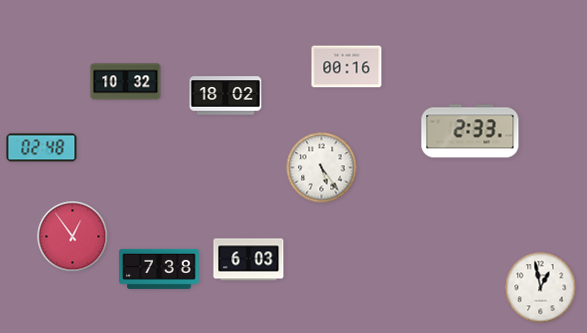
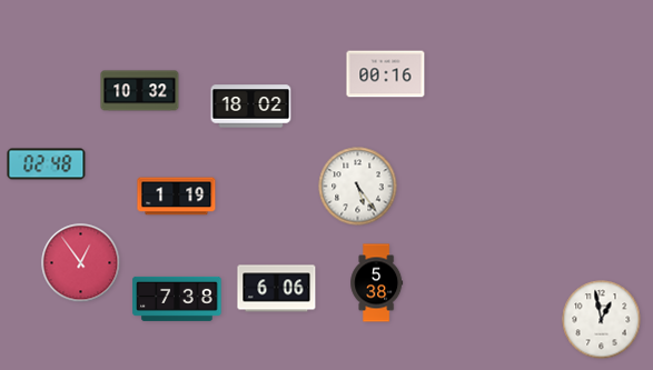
clock at (470, 131): 2:33 -> none
clock at (177, 197): none -> 1:19
clock at (377, 283): none -> 5:38
clock at (249, 260): 6:03 -> 6:06
